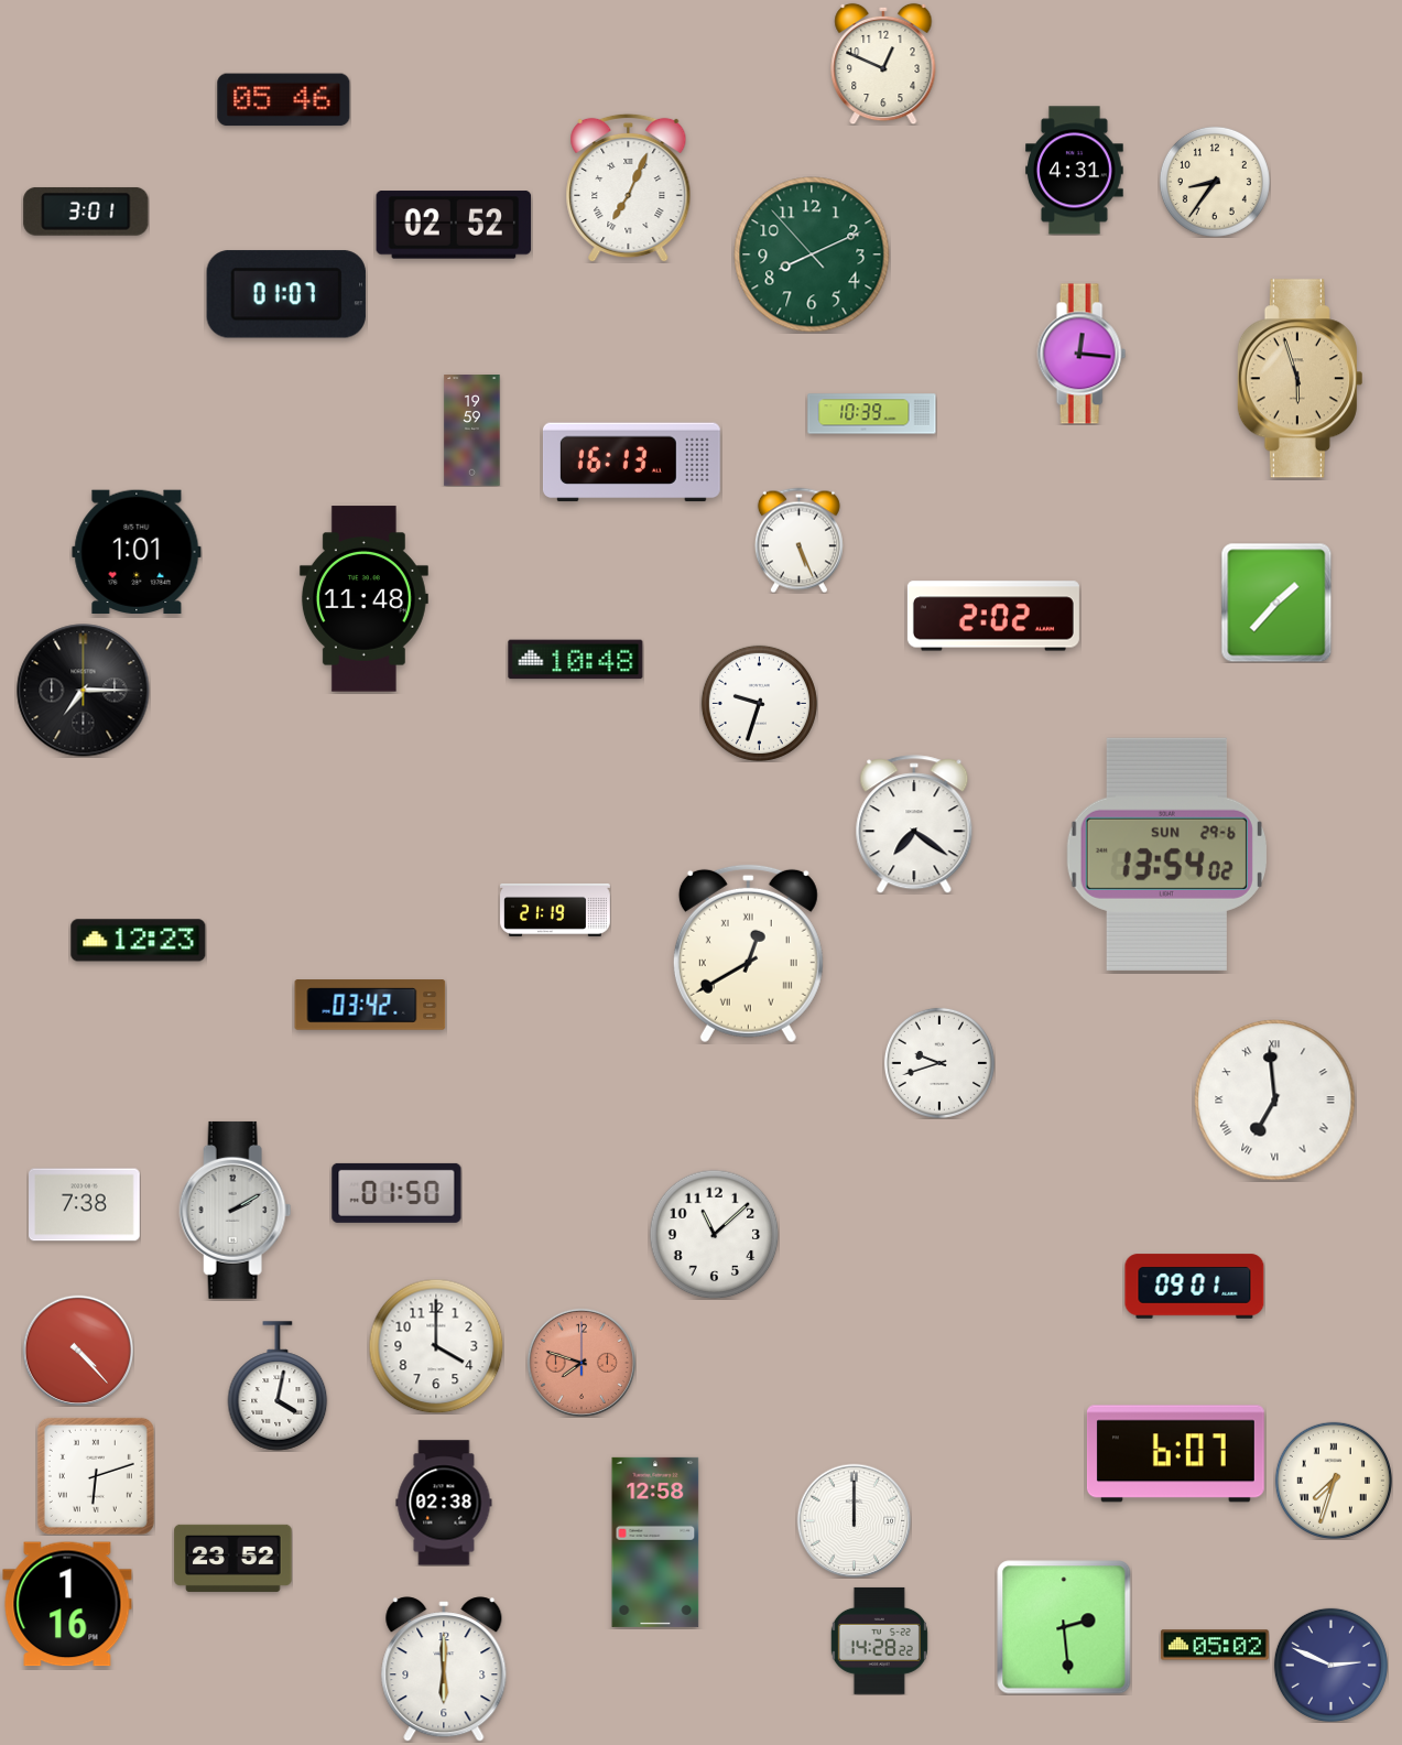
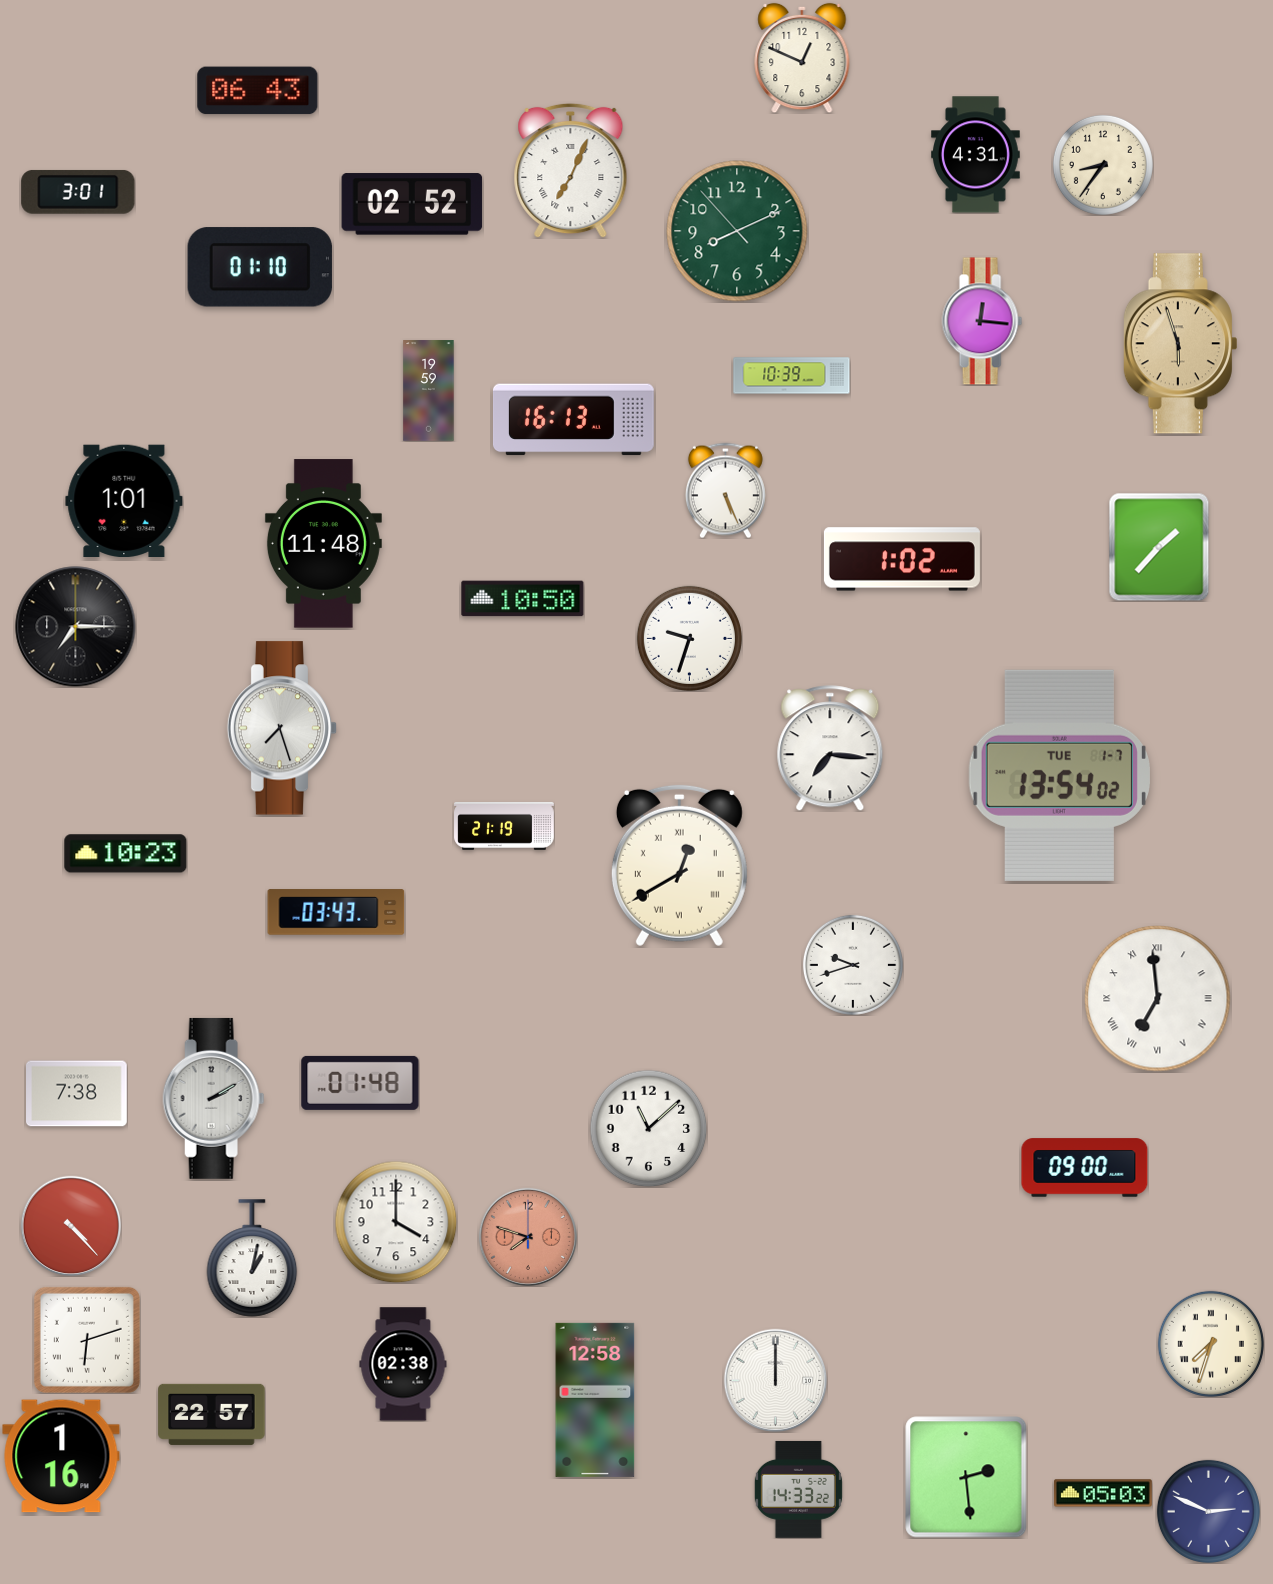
clock at (284, 100): 05:46 -> 06:43
clock at (286, 294): 01:07 -> 01:10
clock at (363, 599) position: (363, 599) -> (323, 544)
clock at (993, 616): 2:02 -> 1:02
clock at (576, 660): 10:48 -> 10:50
clock at (282, 728): none -> 7:27
clock at (914, 824): 7:21 -> 7:16
clock at (1166, 854) date: SUN 29-6 -> TUE 1-7
clock at (139, 941): 12:23 -> 10:23
clock at (370, 1005): 03:42 -> 03:43
clock at (396, 1193): 01:50 -> 01:48
clock at (714, 1234) position: (714, 1234) -> (648, 1128)
clock at (1195, 1287): 09:01 -> 09:00
clock at (278, 1386): 4:02 -> 1:02
clock at (1175, 1454): 6:07 -> none
clock at (233, 1558): 23:52 -> 22:57
clock at (879, 1640): 14:28 -> 14:33
clock at (1215, 1645): 05:02 -> 05:03
clock at (444, 1669): 6:00 -> none
